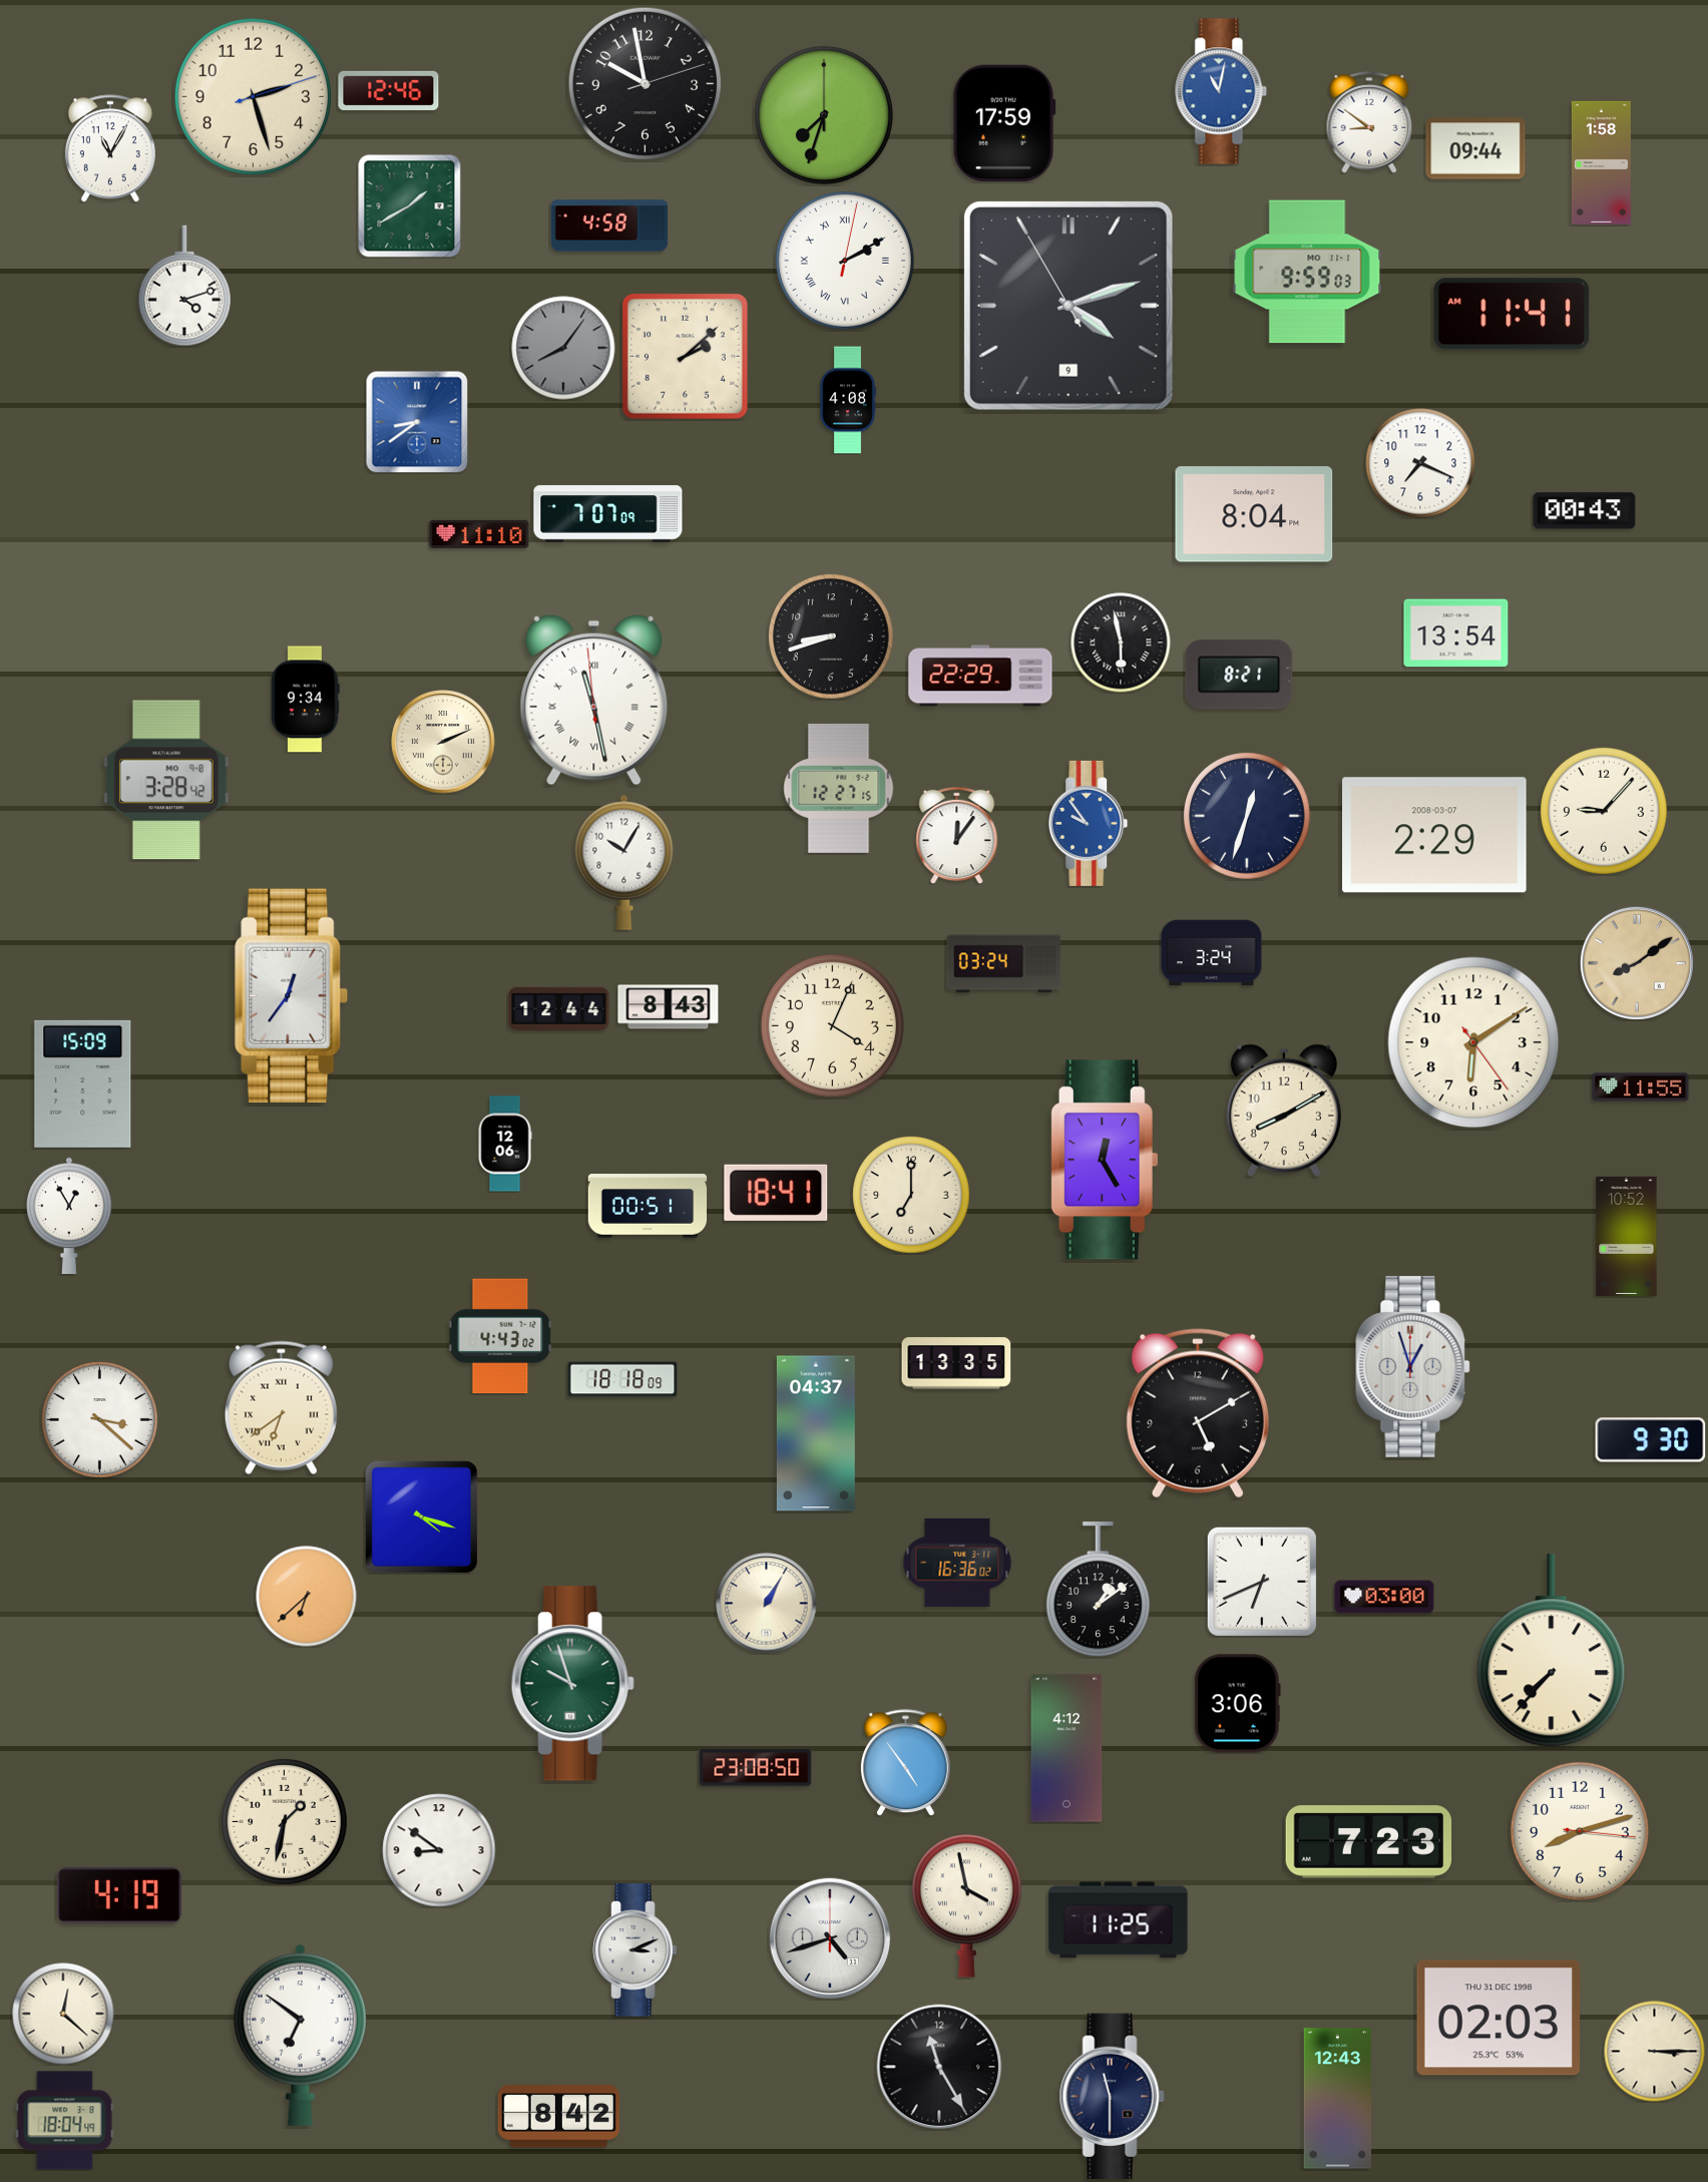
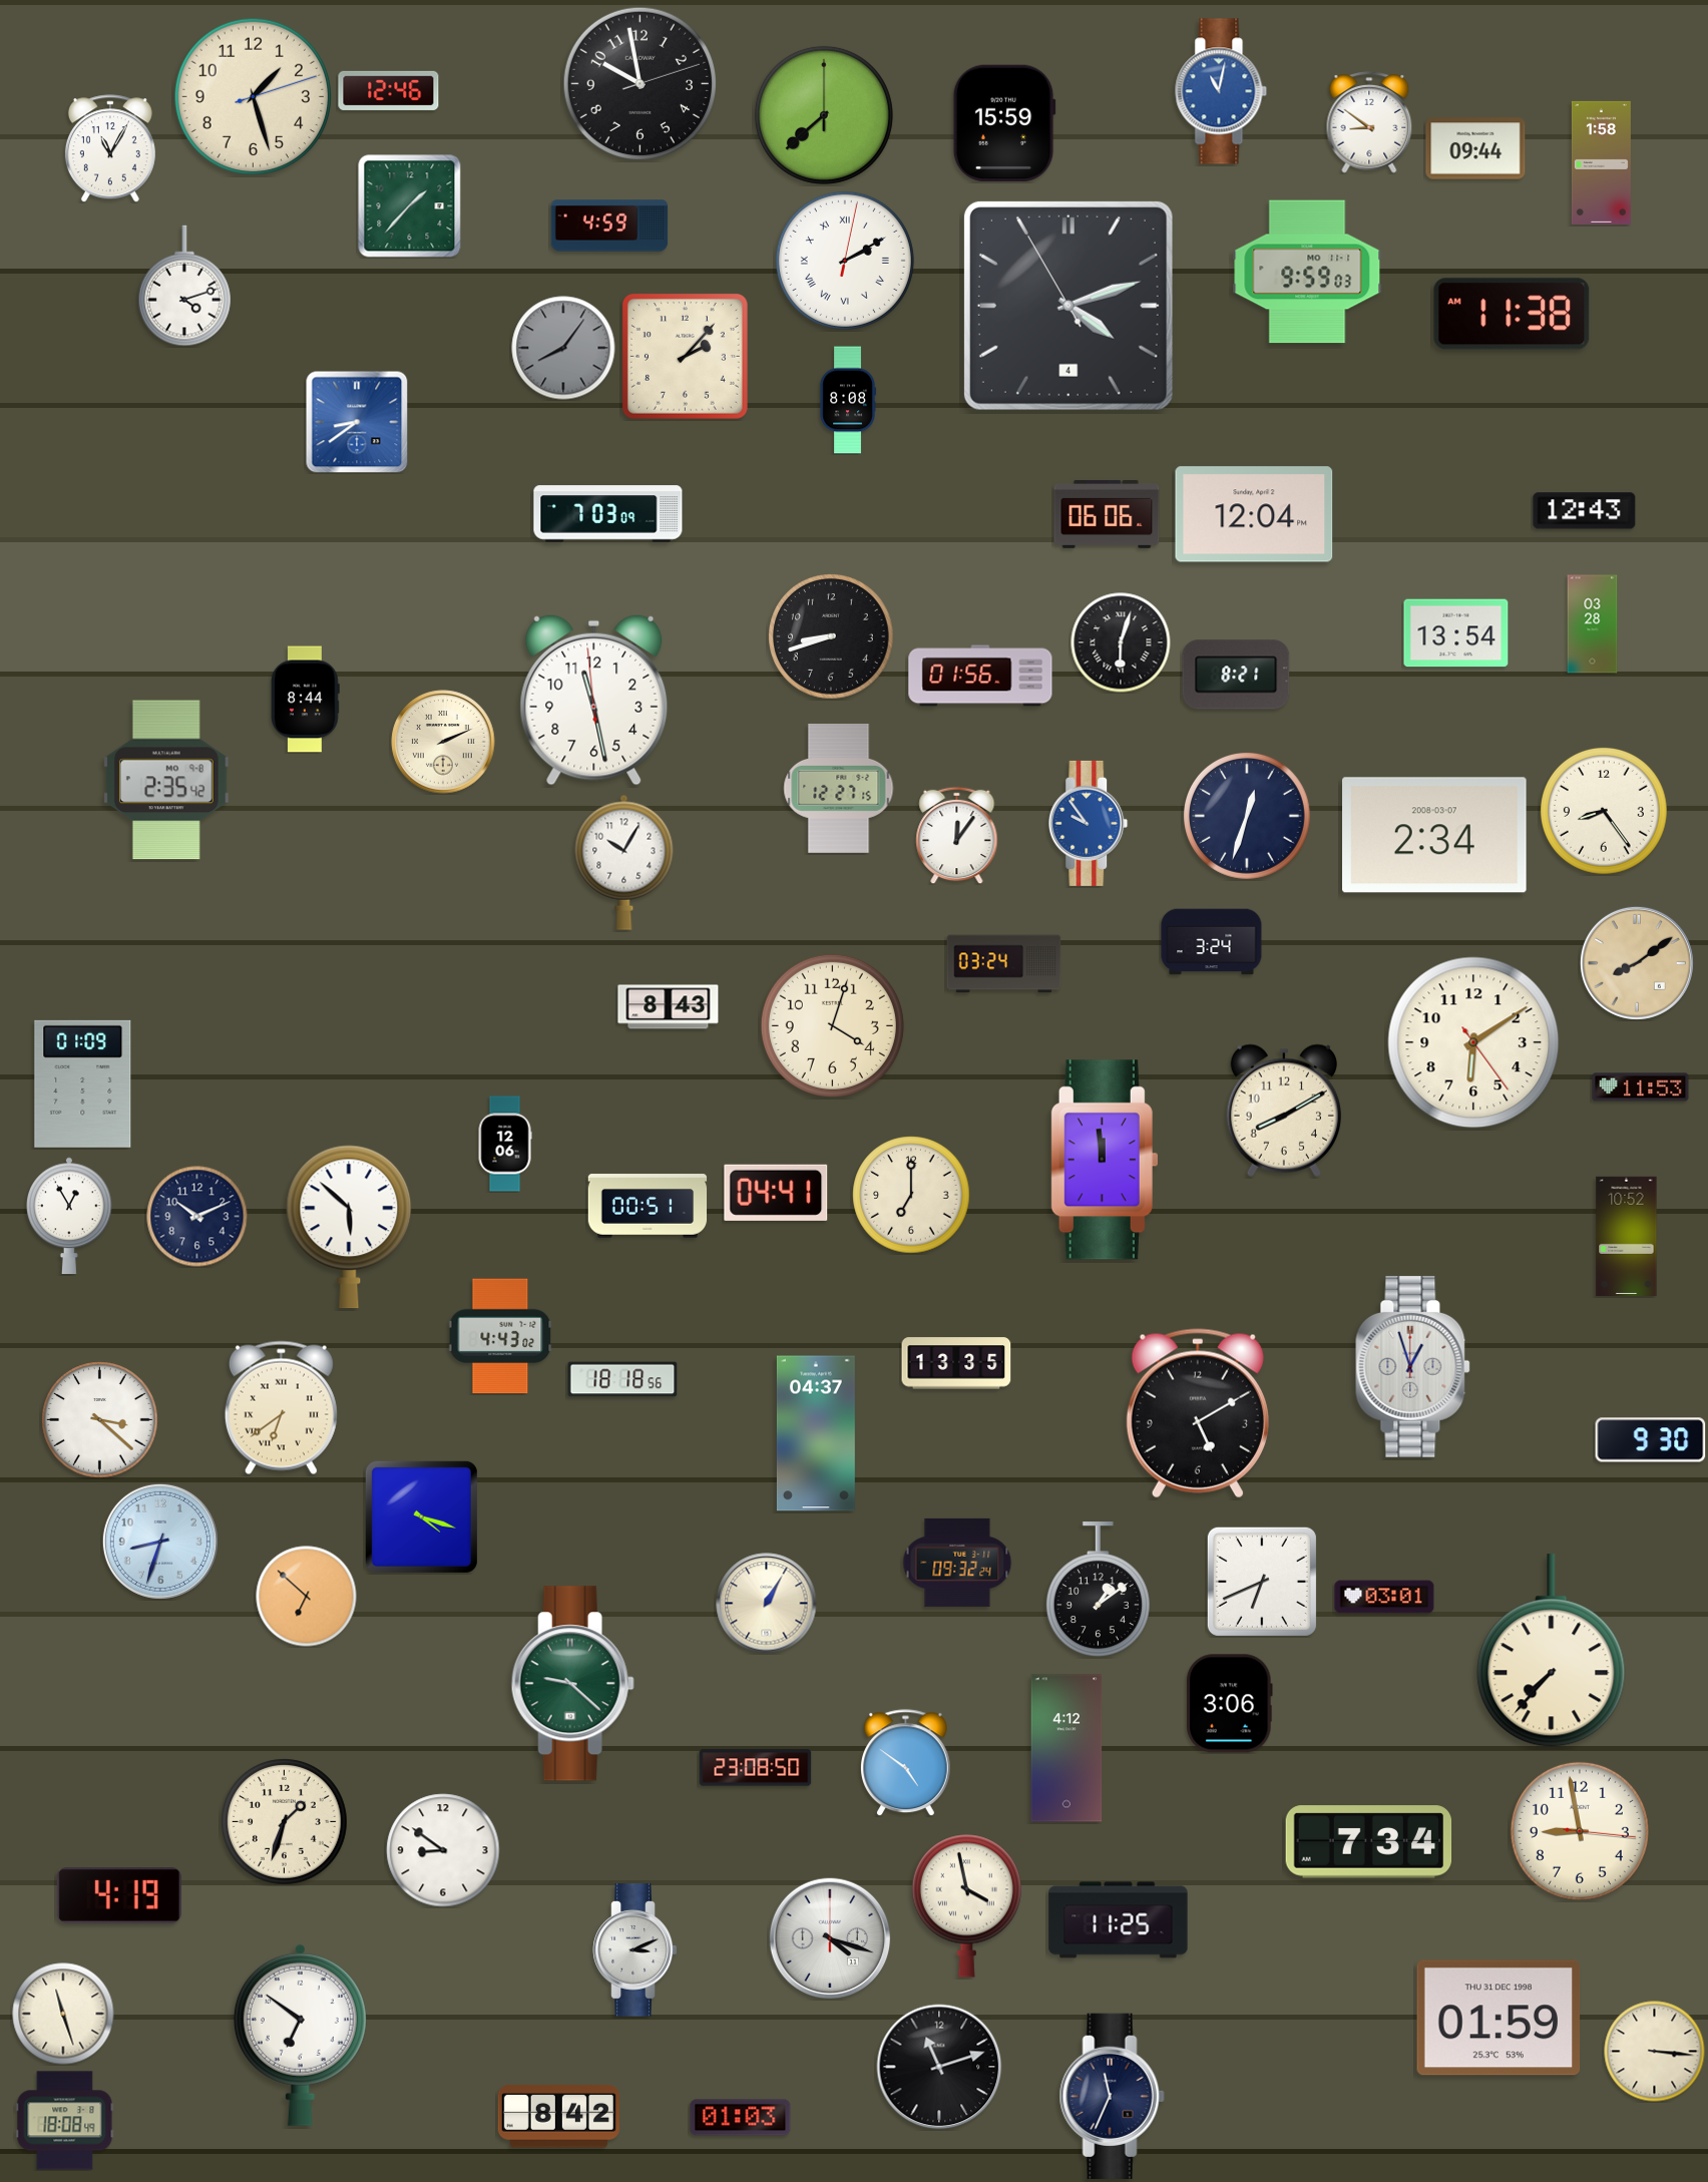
clock at (645, 83) position: (645, 83) -> (639, 83)
clock at (254, 97): 2:27 -> 1:27
clock at (824, 115): 7:33 -> 7:38
clock at (1004, 122): 17:59 -> 15:59
clock at (410, 206): 1:40 -> 1:37
clock at (609, 226): 4:58 -> 4:59
clock at (1069, 306) date: 9 -> 4
clock at (1512, 314): 11:41 -> 11:38
clock at (685, 356): 2:08 -> 2:07
clock at (848, 400): 4:08 -> 8:08
clock at (417, 422) position: (417, 422) -> (357, 422)
clock at (1420, 463): 7:19 -> none
clock at (1585, 511): 00:43 -> 12:43
clock at (608, 514): 7:07 -> 7:03
clock at (1107, 514): none -> 06:06
clock at (1254, 514): 8:04 -> 12:04
clock at (479, 534): 11:10 -> none
clock at (1593, 624): none -> 03:28
clock at (1121, 642): 5:58 -> 6:03
clock at (1239, 675) position: (1239, 675) -> (1236, 675)
clock at (980, 676): 22:29 -> 01:56
clock at (306, 700): 9:34 -> 8:44
clock at (594, 700) numerals: Roman -> Arabic
clock at (166, 780): 3:28 -> 2:35
clock at (1604, 811): 9:07 -> 8:24
clock at (1435, 835): 2:29 -> 2:34
clock at (1212, 953) position: (1212, 953) -> (1212, 942)
clock at (292, 995): 12:36 -> none
clock at (559, 1009): 12:44 -> none
clock at (832, 1025): 4:04 -> 4:03
clock at (83, 1083): 15:09 -> 01:09
clock at (1641, 1087): 11:55 -> 11:53
clock at (1105, 1160): 12:25 -> 11:59
clock at (776, 1193): 18:41 -> 04:41
clock at (197, 1217): none -> 10:11
clock at (349, 1227): none -> 5:52
clock at (622, 1379): 18:18:09 -> 18:18:56
clock at (160, 1542): none -> 8:33
clock at (957, 1563): 16:36 -> 09:32
clock at (307, 1597): 6:38 -> 6:52
clock at (1384, 1597): 03:00 -> 03:01
clock at (572, 1684): 9:57 -> 9:22
clock at (1237, 1704) position: (1237, 1704) -> (1229, 1704)
clock at (905, 1763): 4:54 -> 4:51
clock at (285, 1822): 1:32 -> 1:33
clock at (1580, 1831): 8:12 -> 8:58
clock at (1369, 1842): 7:23 -> 7:34
clock at (439, 1850) position: (439, 1850) -> (443, 1850)
clock at (830, 1938): 4:42 -> 4:18
clock at (63, 2014): 12:22 -> 11:27
clock at (1499, 2018): 02:03 -> 01:59
clock at (1655, 2052): 3:15 -> 3:16
clock at (939, 2067): 11:25 -> 11:12
clock at (1112, 2096): 11:30 -> 11:34
clock at (1338, 2099): 12:43 -> none
clock at (741, 2118): none -> 01:03
clock at (65, 2121): 18:04 -> 18:08
